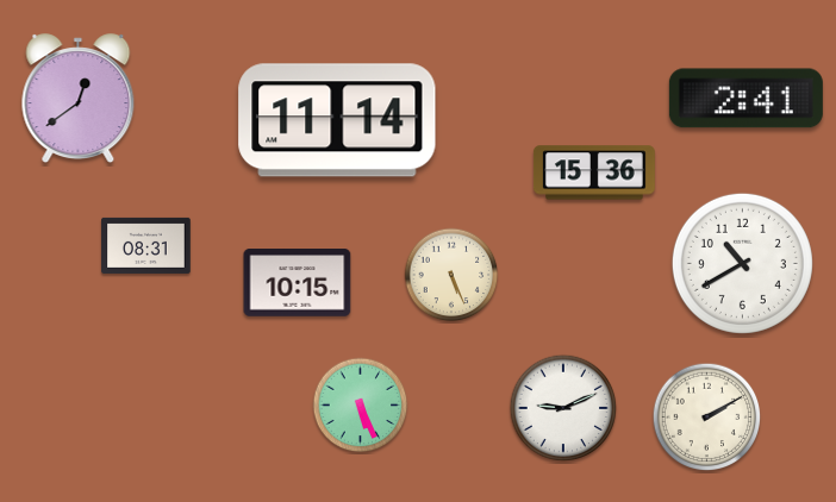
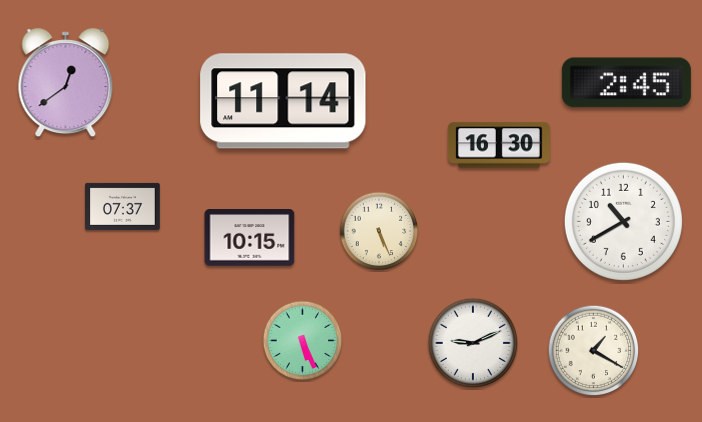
clock at (745, 99): 2:41 -> 2:45
clock at (594, 172): 15:36 -> 16:30
clock at (146, 245): 08:31 -> 07:37
clock at (707, 418): 2:10 -> 1:20
